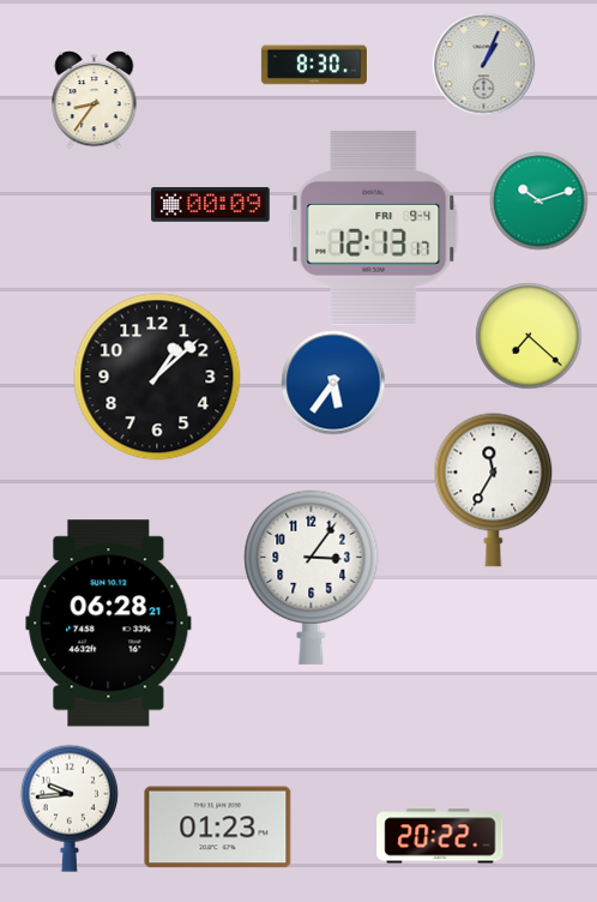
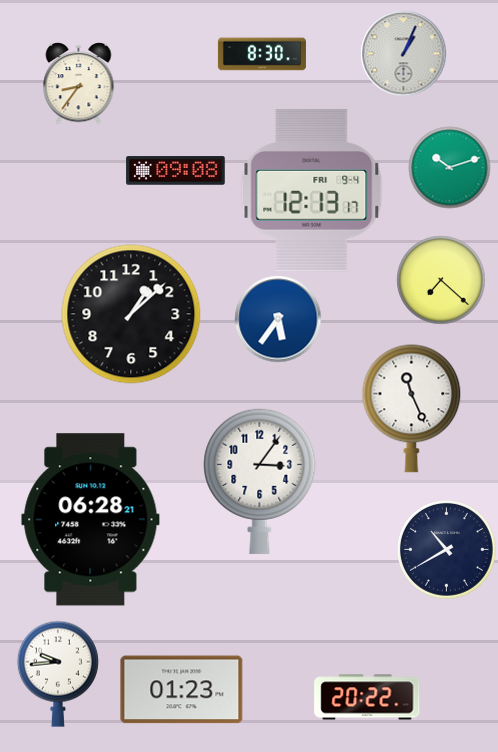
clock at (211, 205): 00:09 -> 09:08
clock at (494, 489): 11:35 -> 11:26
clock at (446, 549): none -> 10:40
